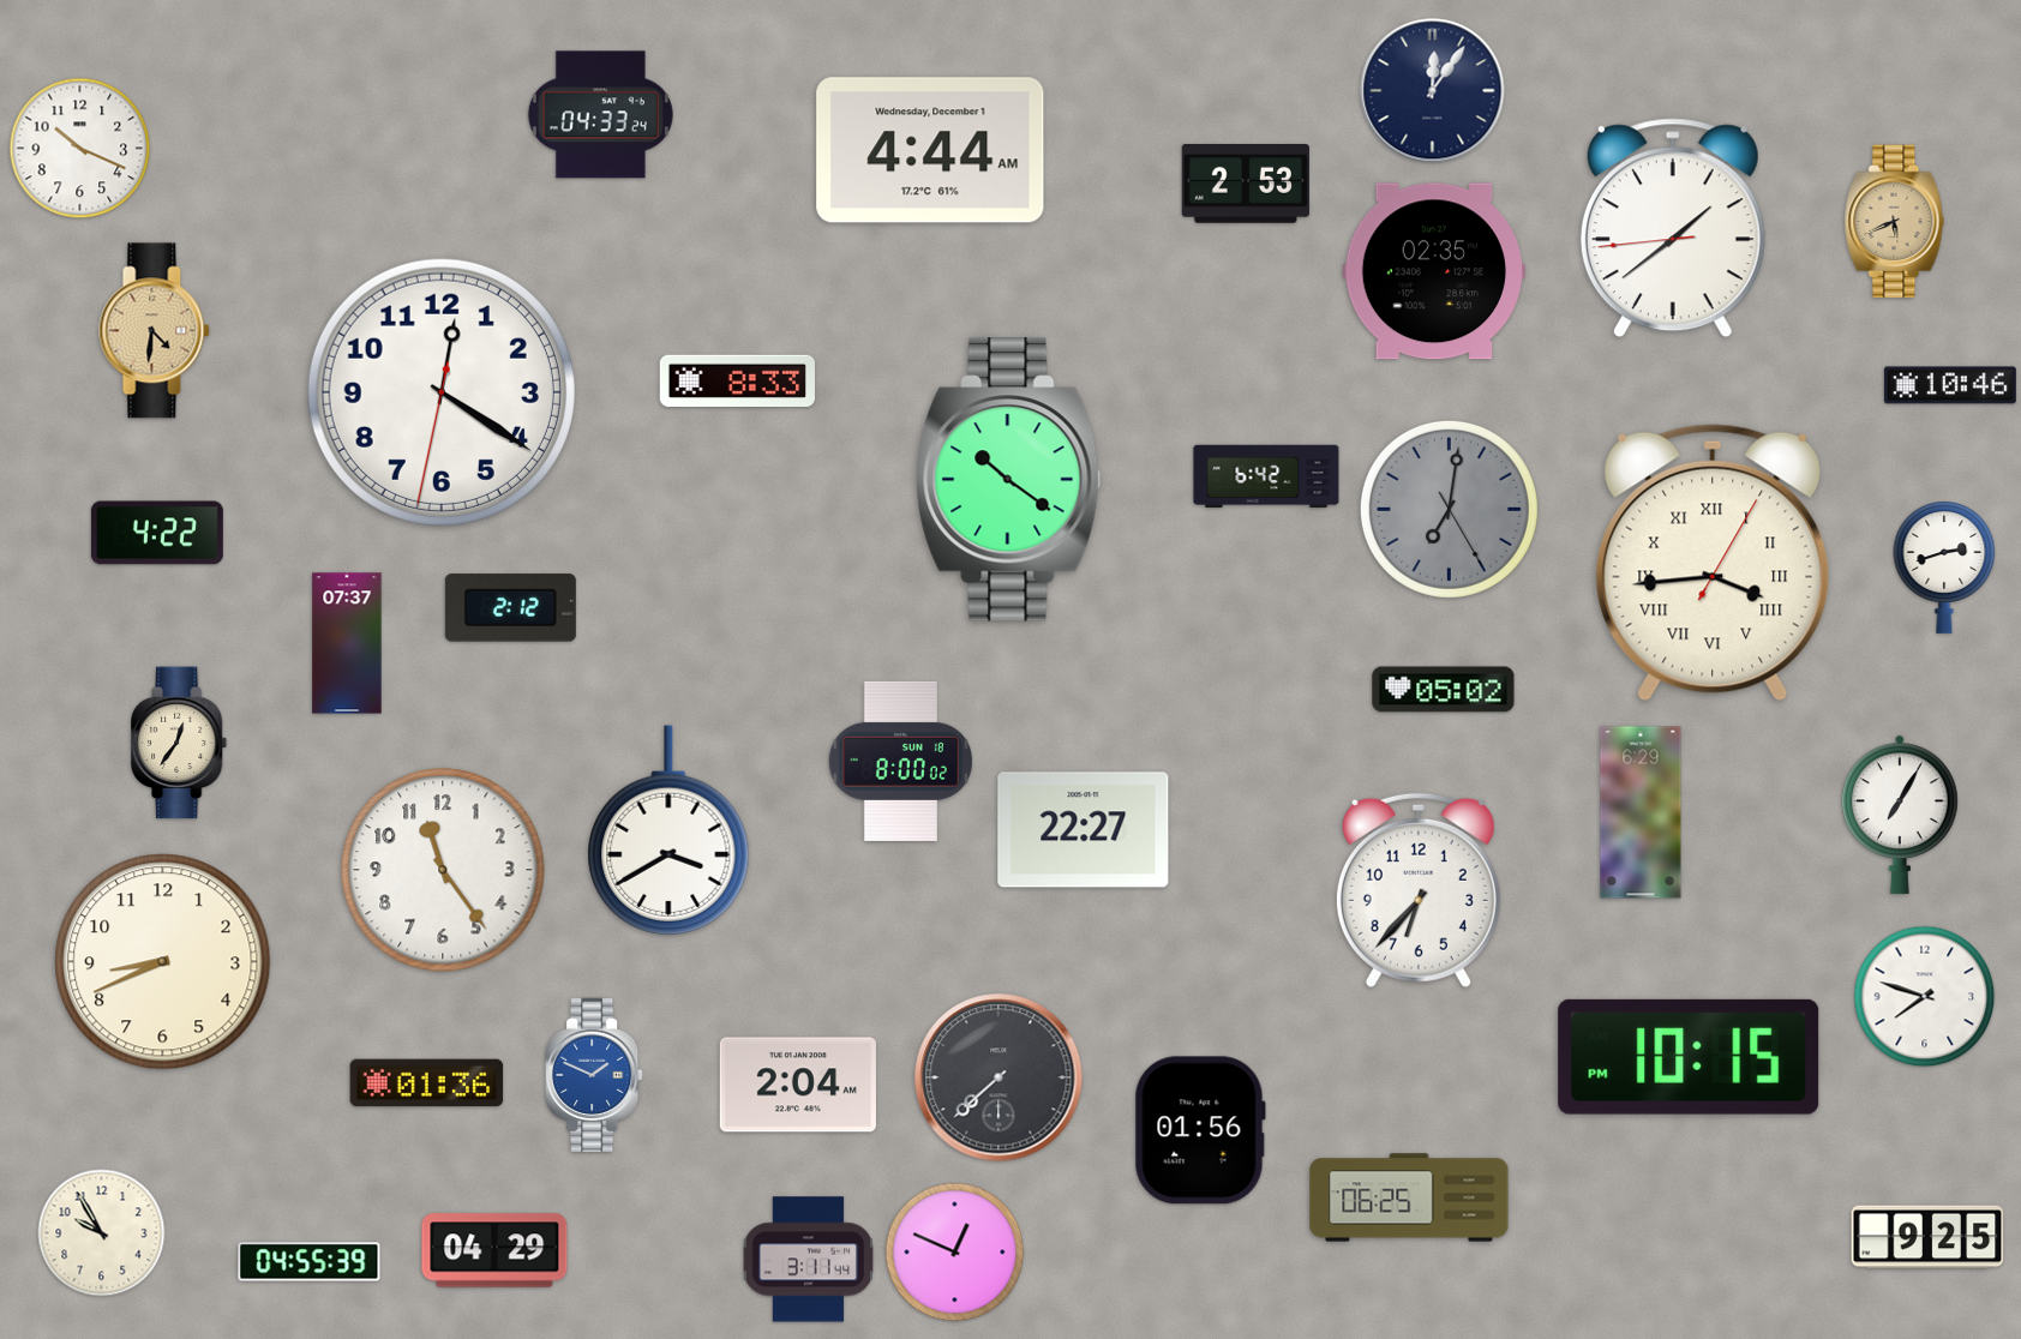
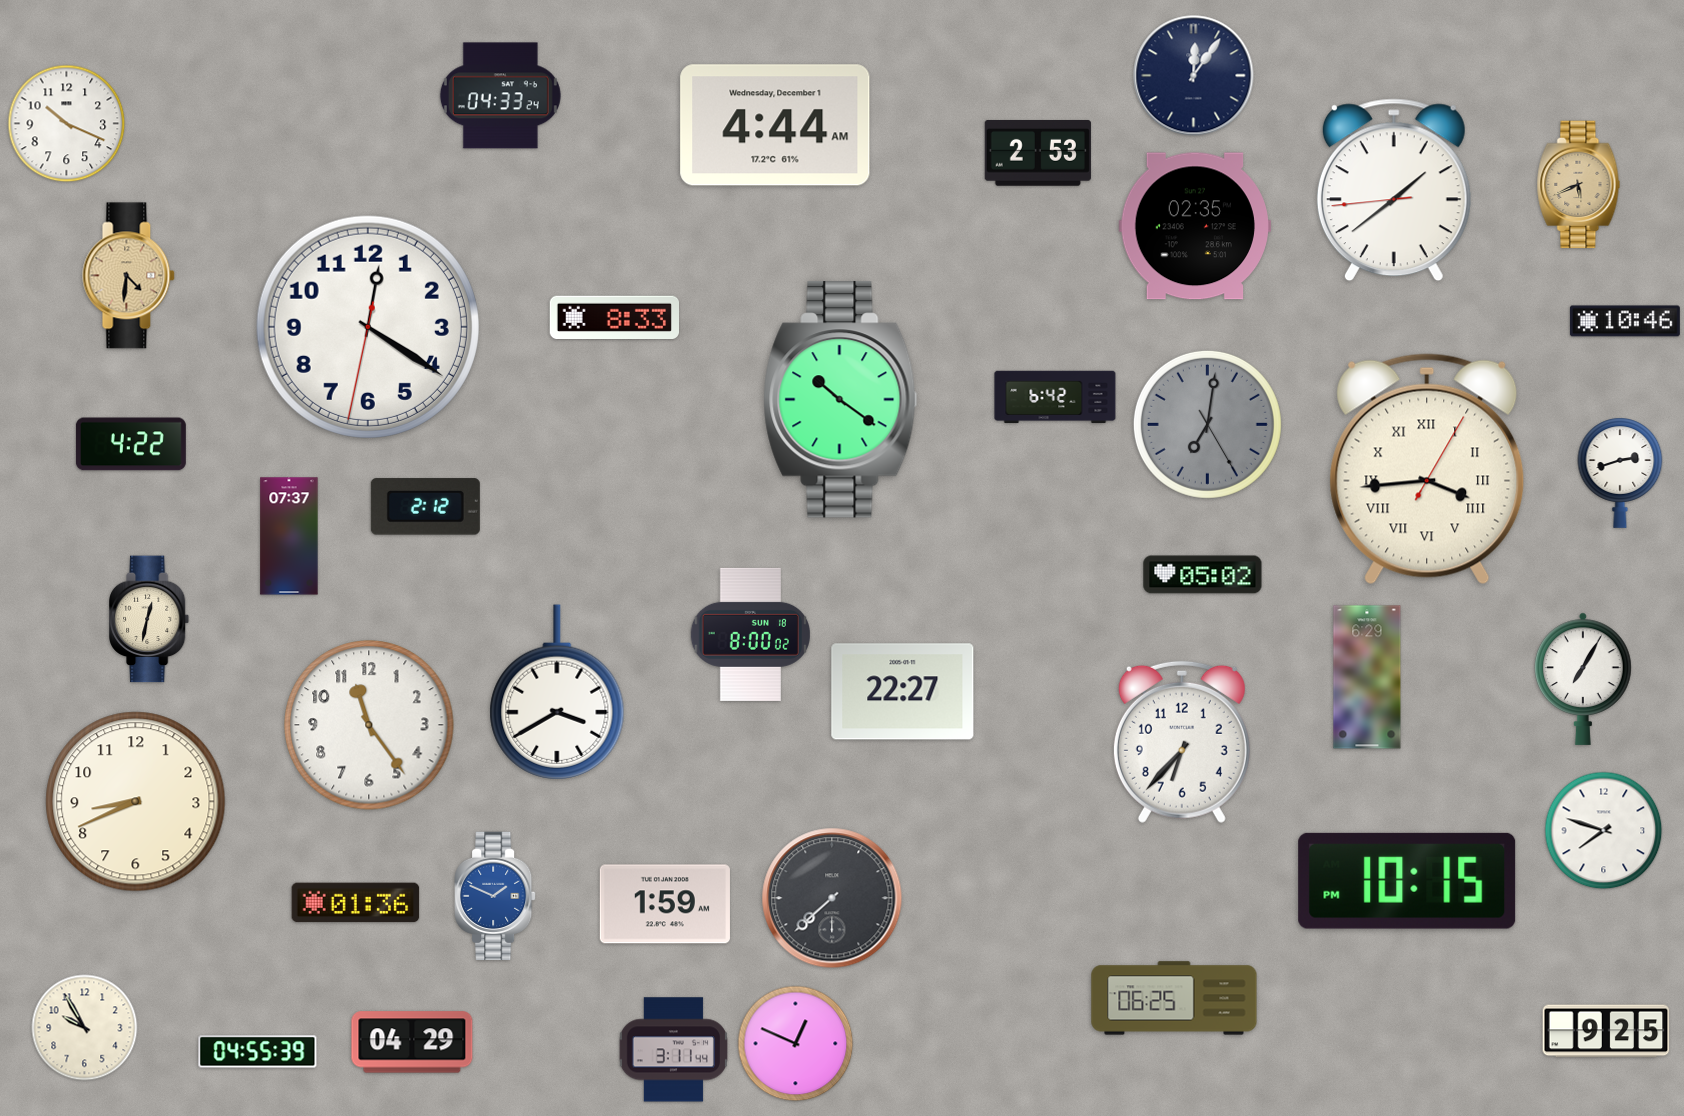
clock at (180, 743): 12:36 -> 12:32
clock at (798, 1085): 2:04 -> 1:59
clock at (1200, 1130): 01:56 -> none
